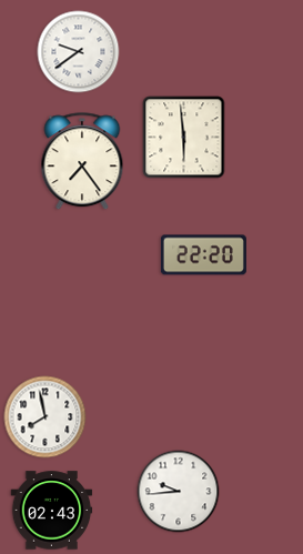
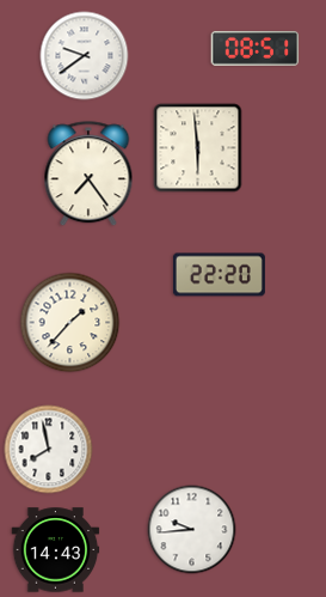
clock at (256, 48): none -> 08:51
clock at (70, 323): none -> 1:37
clock at (52, 511): 02:43 -> 14:43
